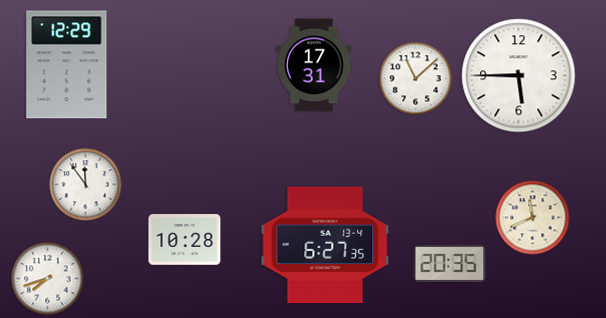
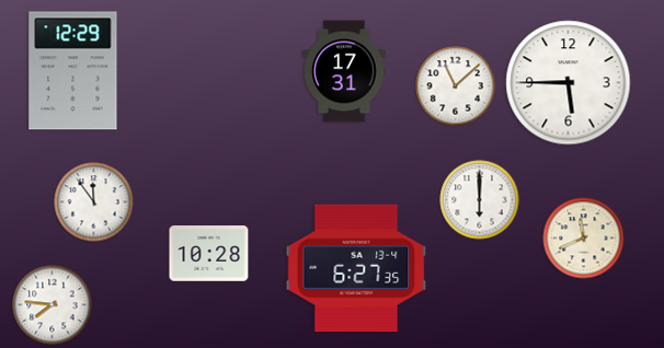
clock at (480, 200): none -> 6:00
clock at (185, 240) position: (185, 240) -> (209, 254)
clock at (450, 263): 20:35 -> none
clock at (48, 279): 7:42 -> 7:46
